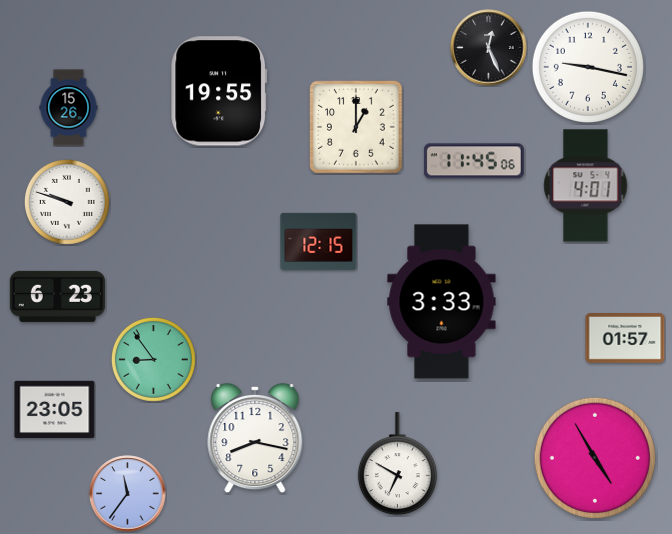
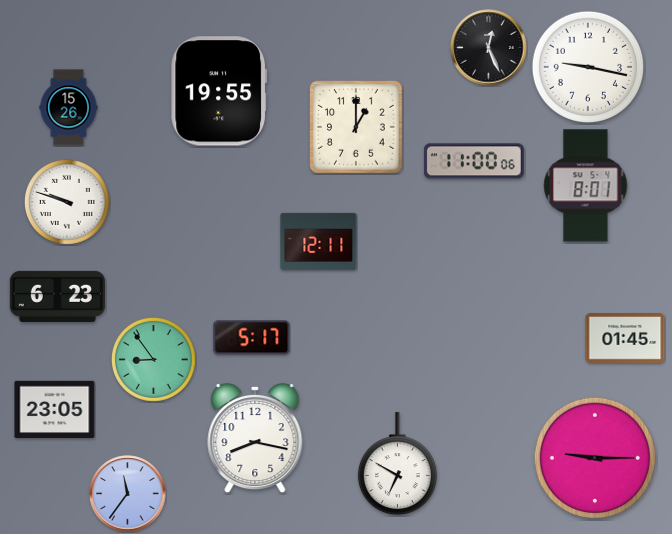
clock at (474, 161): 11:45 -> 11:00
clock at (586, 186): 4:01 -> 8:01
clock at (319, 241): 12:15 -> 12:11
clock at (442, 302): 3:33 -> none
clock at (252, 338): none -> 5:17
clock at (625, 338): 01:57 -> 01:45
clock at (594, 457): 4:55 -> 9:15
